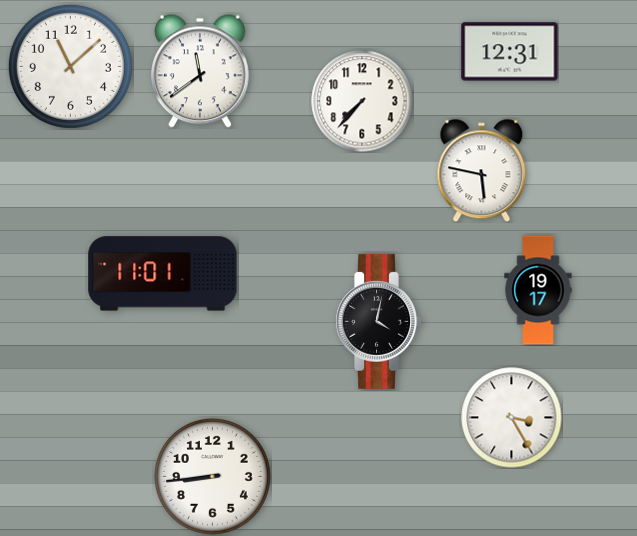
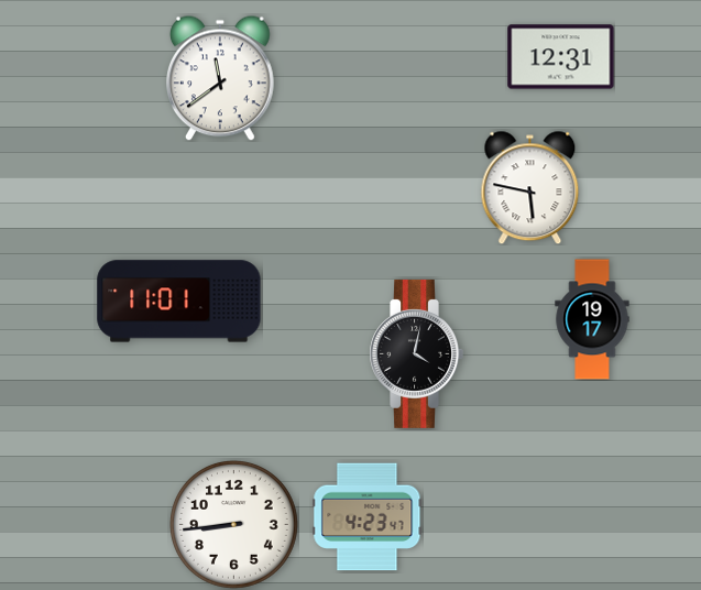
clock at (70, 66): 11:08 -> none
clock at (362, 101): 7:37 -> none
clock at (512, 418): 3:25 -> none
clock at (368, 517): none -> 4:23
